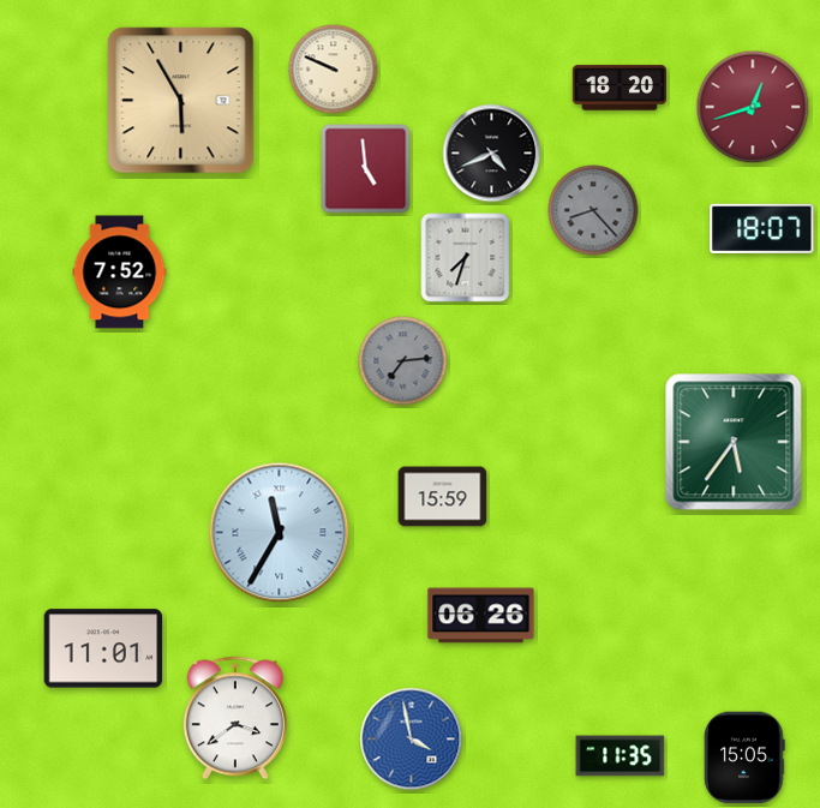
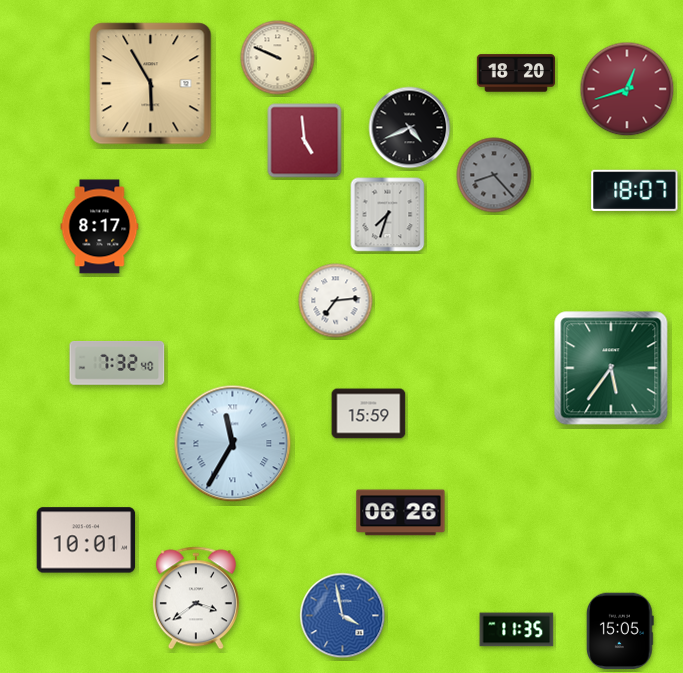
clock at (120, 273): 7:52 -> 8:17
clock at (403, 361) dial: grey -> white
clock at (117, 363): none -> 7:32
clock at (103, 648): 11:01 -> 10:01
